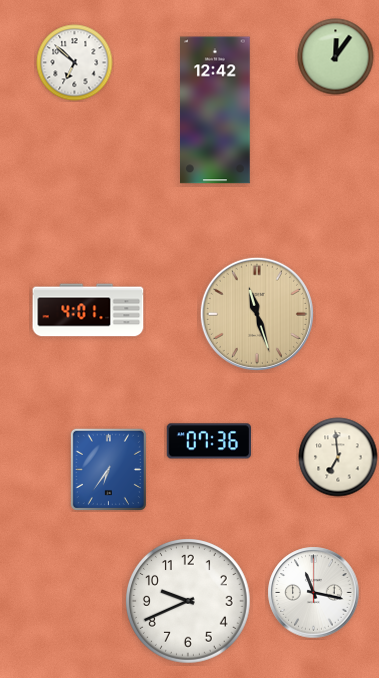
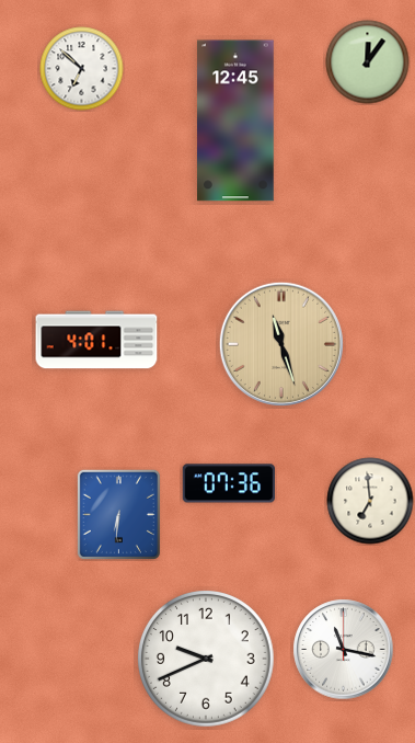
clock at (216, 110): 12:42 -> 12:45
clock at (108, 469): 6:36 -> 6:31
